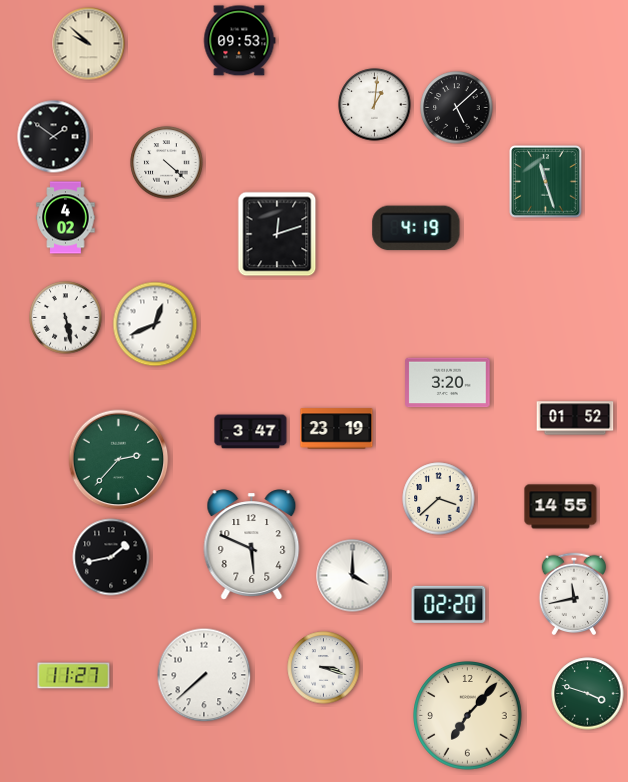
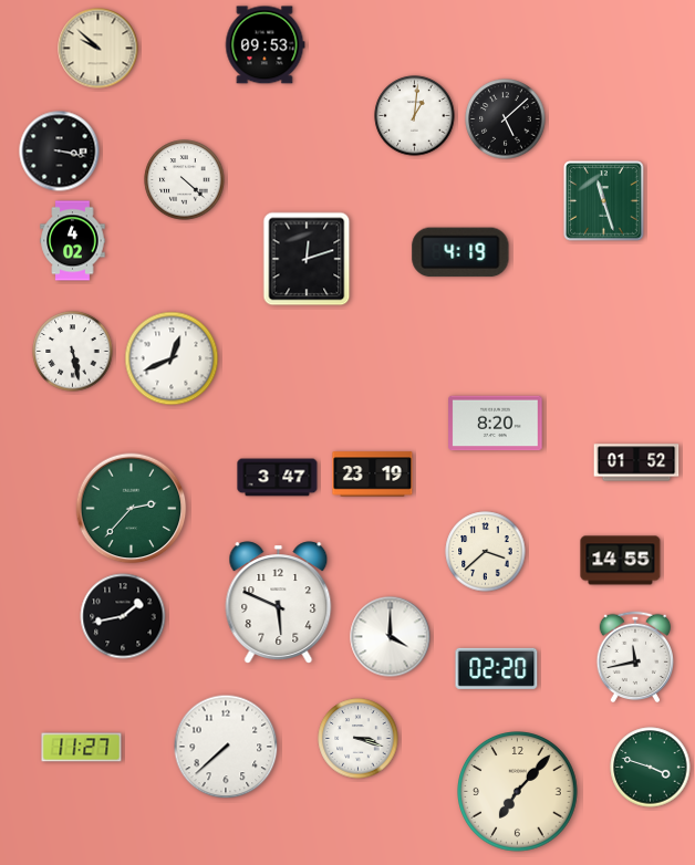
clock at (54, 137): 1:51 -> 3:17
clock at (448, 383): 3:20 -> 8:20
